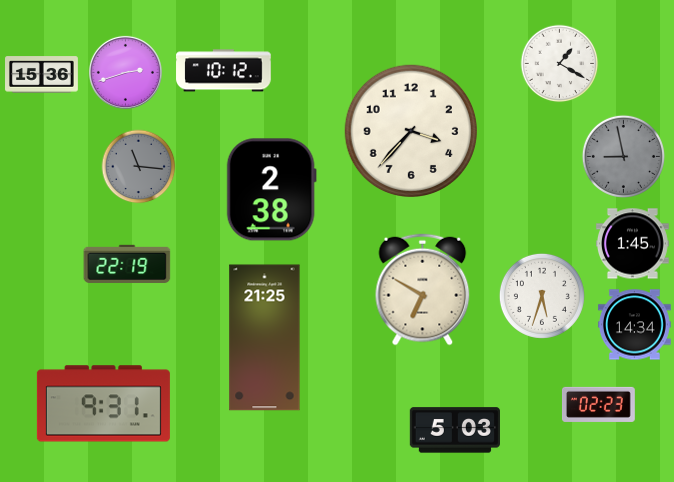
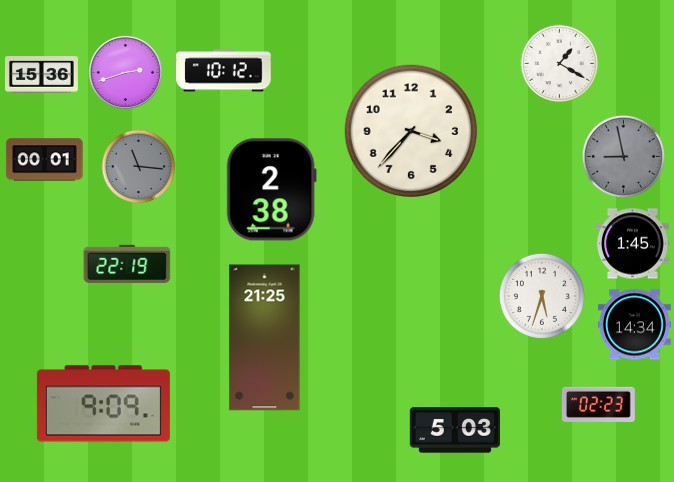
clock at (45, 160): none -> 00:01
clock at (423, 290): 6:50 -> none
clock at (103, 404): 9:31 -> 9:09
